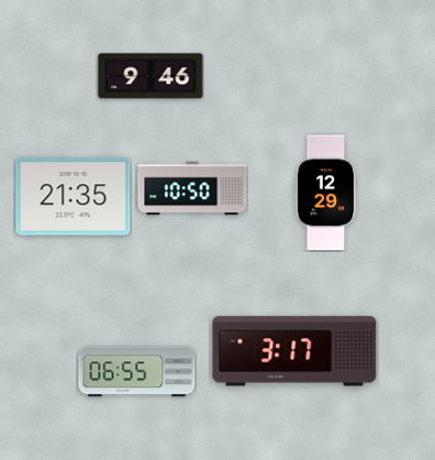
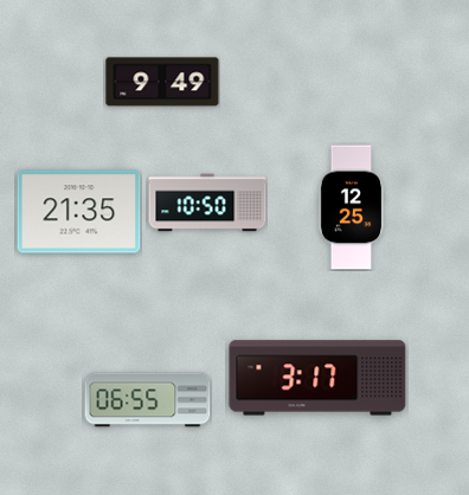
clock at (150, 76): 9:46 -> 9:49
clock at (326, 193): 12:29 -> 12:25
